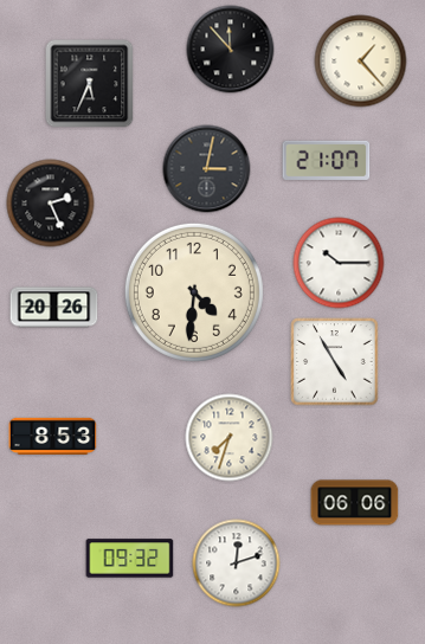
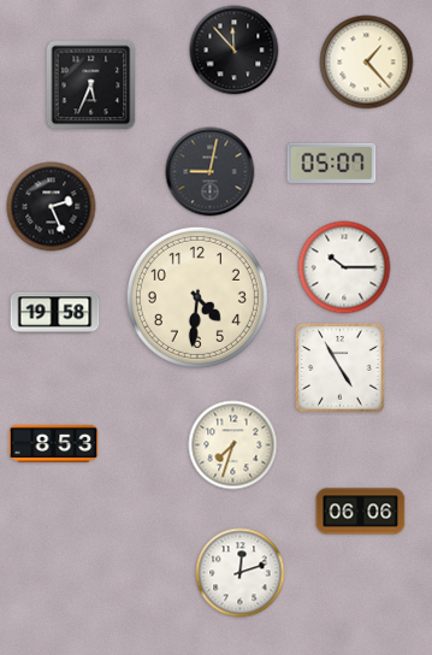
clock at (327, 160): 21:07 -> 05:07
clock at (207, 169): 3:02 -> 9:02
clock at (54, 308): 20:26 -> 19:58
clock at (130, 559): 09:32 -> none
